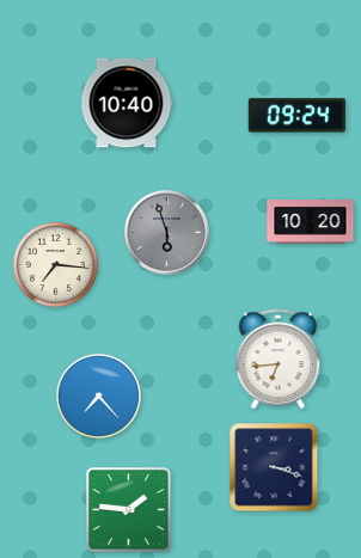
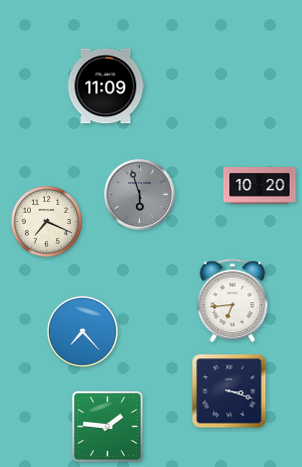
clock at (127, 103): 10:40 -> 11:09
clock at (296, 116): 09:24 -> none
clock at (55, 264): 7:16 -> 7:19
